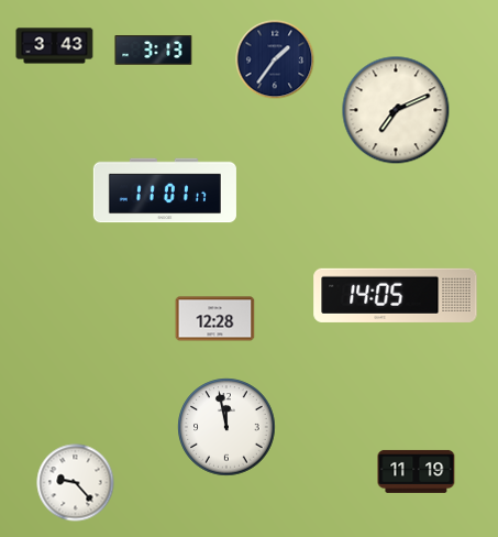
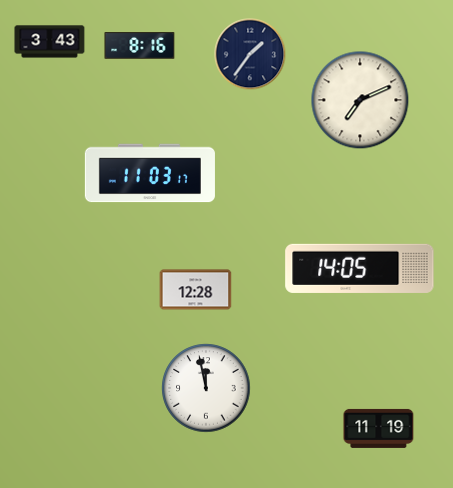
clock at (154, 51): 3:13 -> 8:16
clock at (165, 190): 11:01 -> 11:03
clock at (76, 483): 9:23 -> none
